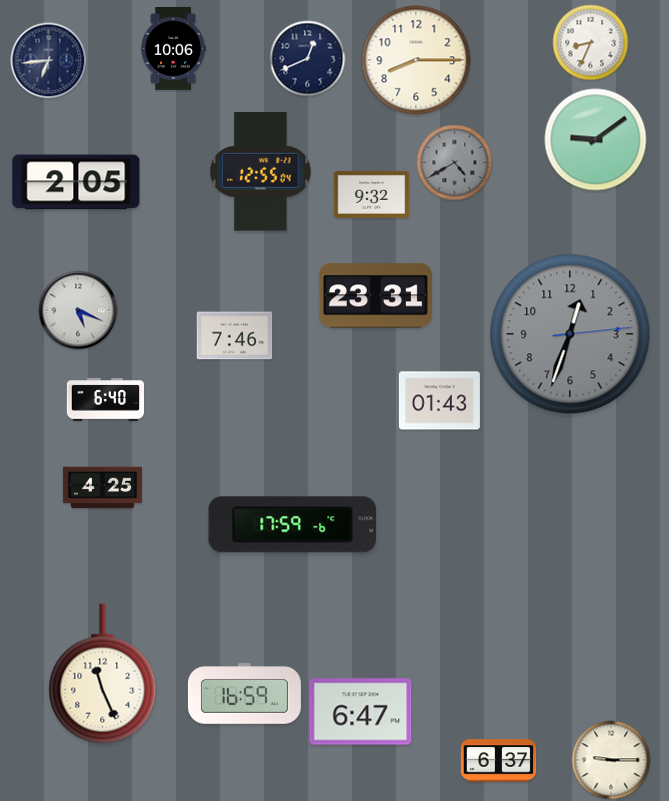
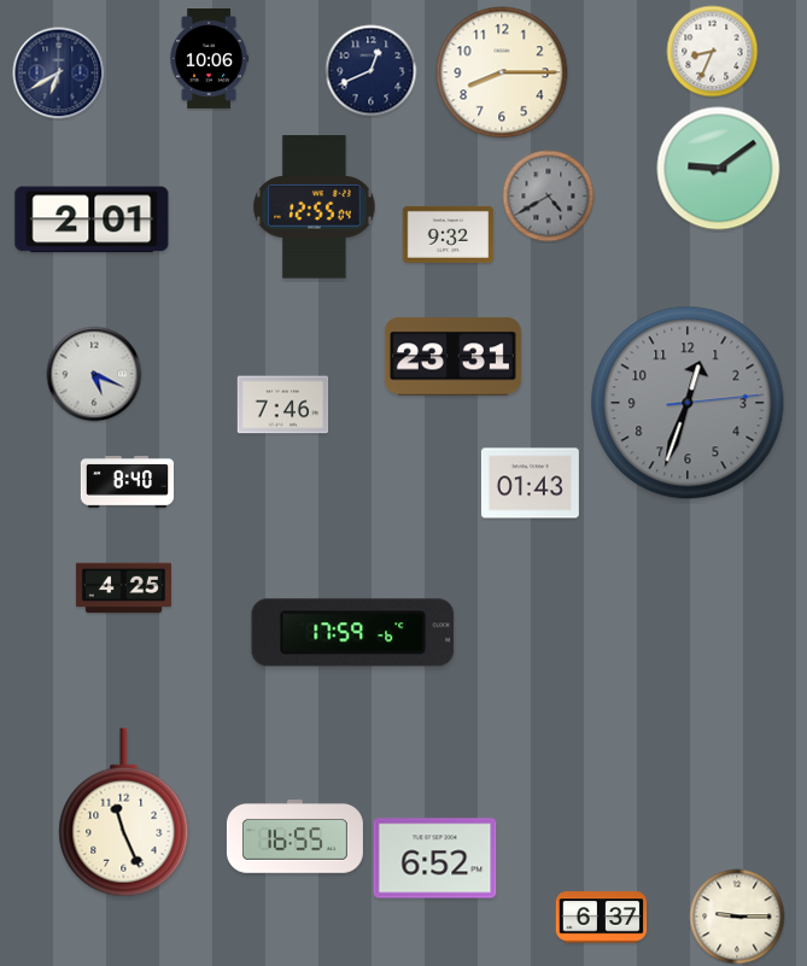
clock at (49, 61): 6:44 -> 6:40
clock at (76, 182): 2:05 -> 2:01
clock at (106, 400): 6:40 -> 8:40
clock at (244, 694): 16:59 -> 16:55
clock at (361, 712): 6:47 -> 6:52
